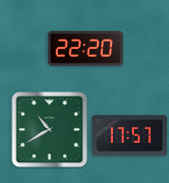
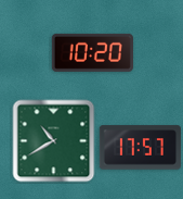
clock at (85, 48): 22:20 -> 10:20
